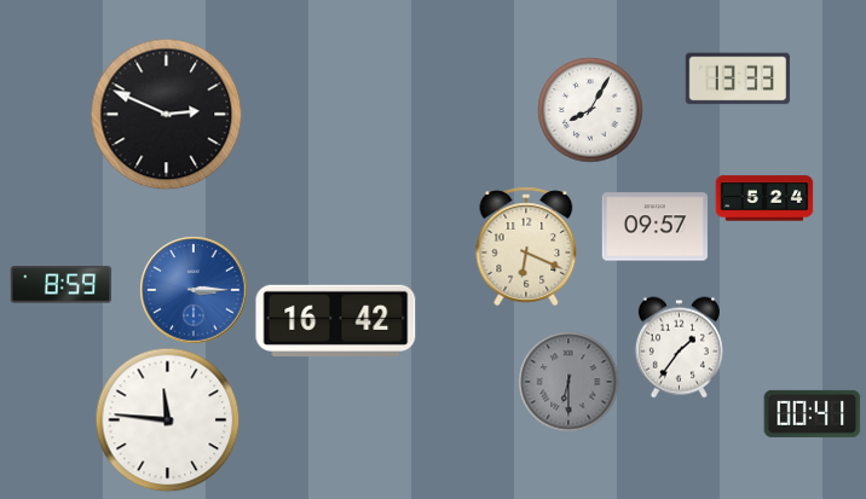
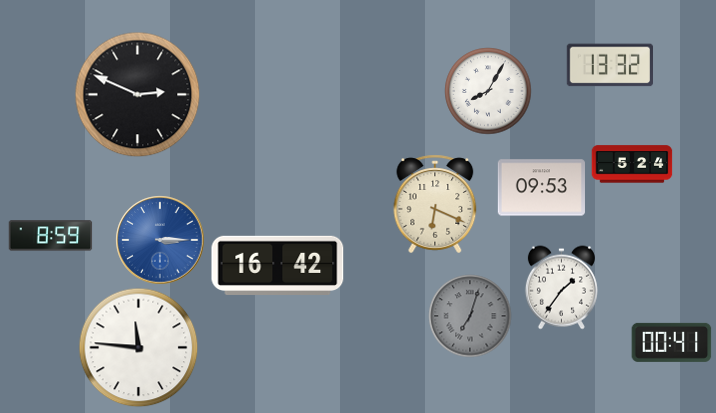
clock at (737, 79): 13:33 -> 13:32
clock at (654, 227): 09:57 -> 09:53
clock at (568, 382): 6:30 -> 7:03
